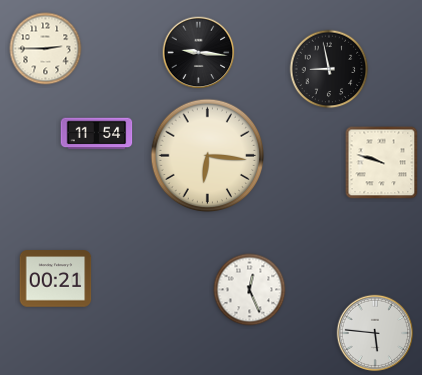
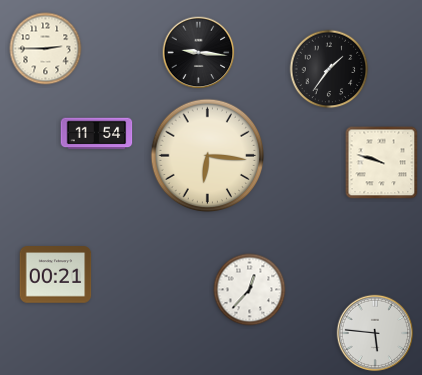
clock at (329, 69): 8:58 -> 1:36
clock at (56, 279) position: (56, 279) -> (56, 275)
clock at (250, 290): 12:26 -> 12:37
